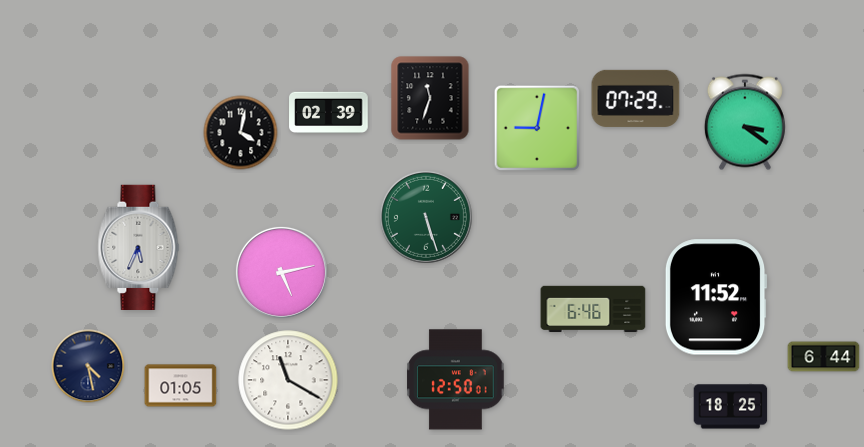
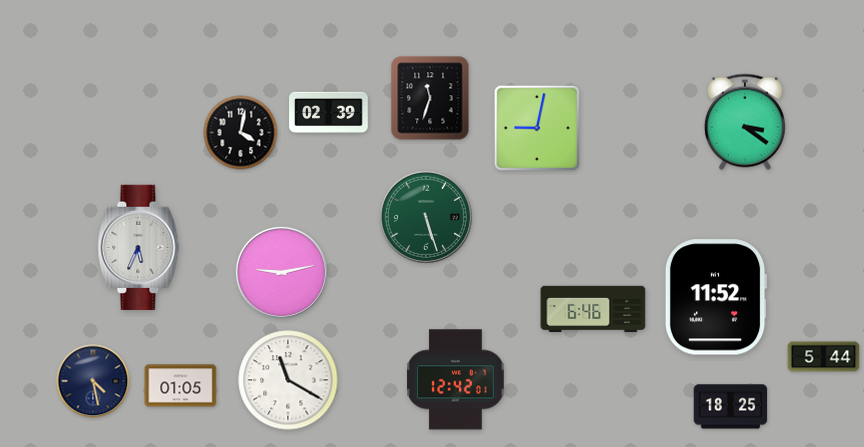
clock at (636, 98): 07:29 -> none
clock at (281, 272): 5:13 -> 9:13
clock at (824, 357): 6:44 -> 5:44
clock at (88, 366) position: (88, 366) -> (93, 381)
clock at (456, 380): 12:50 -> 12:42
